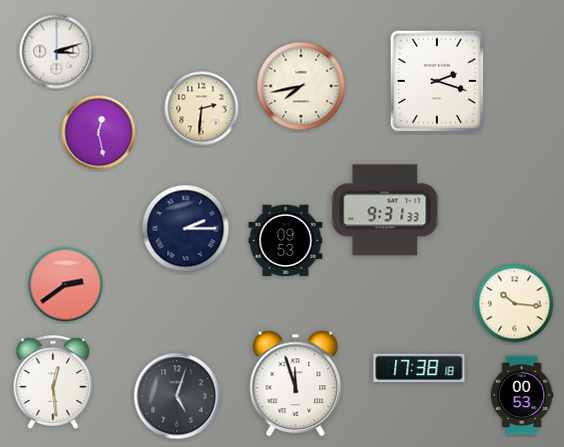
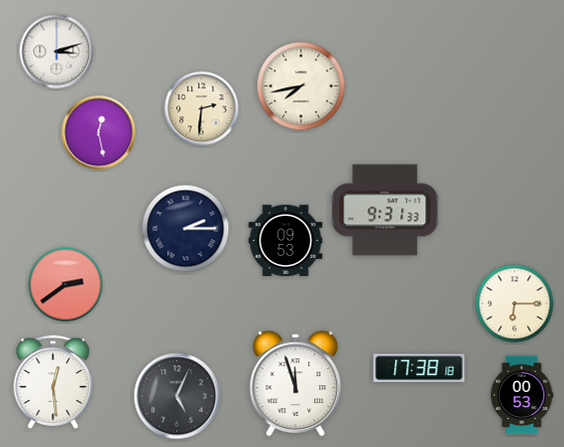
clock at (436, 80): 2:18 -> none
clock at (515, 304): 10:16 -> 6:15
clock at (177, 396): 5:03 -> 5:04
